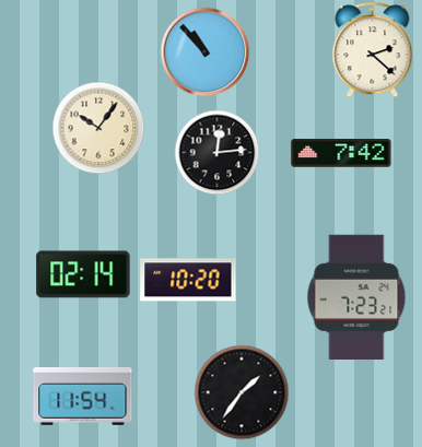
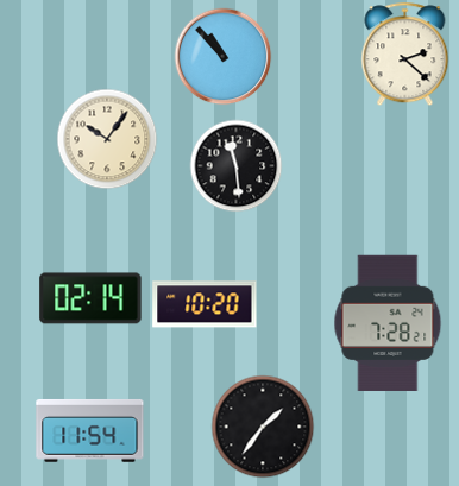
clock at (216, 152): 12:14 -> 11:29
clock at (341, 153): 7:42 -> none
clock at (356, 296): 7:23 -> 7:28
